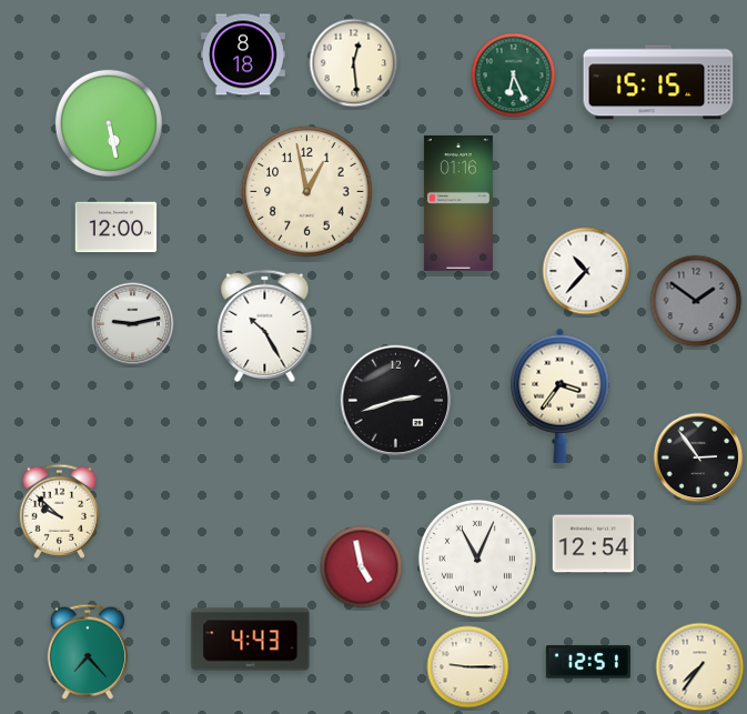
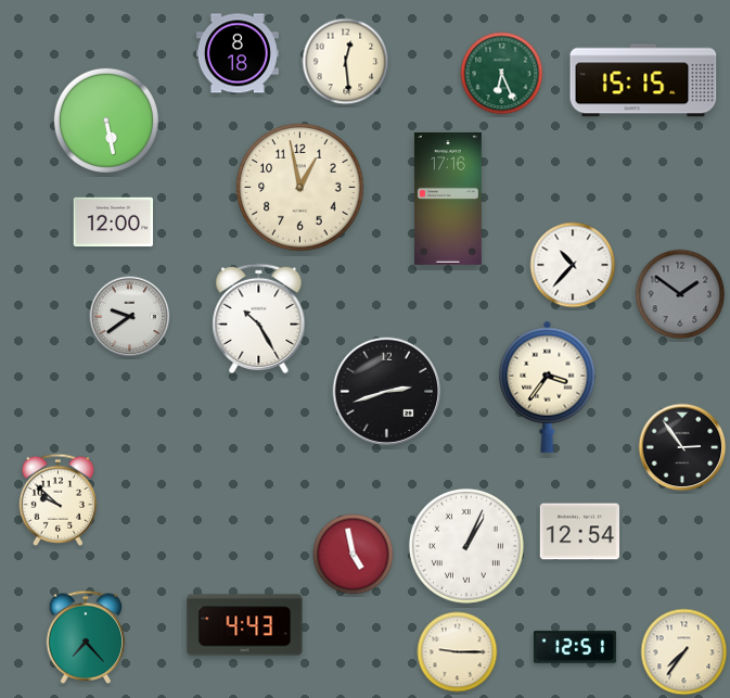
clock at (458, 204): 01:16 -> 17:16
clock at (133, 324): 9:13 -> 9:39
clock at (477, 559): 11:04 -> 1:04
